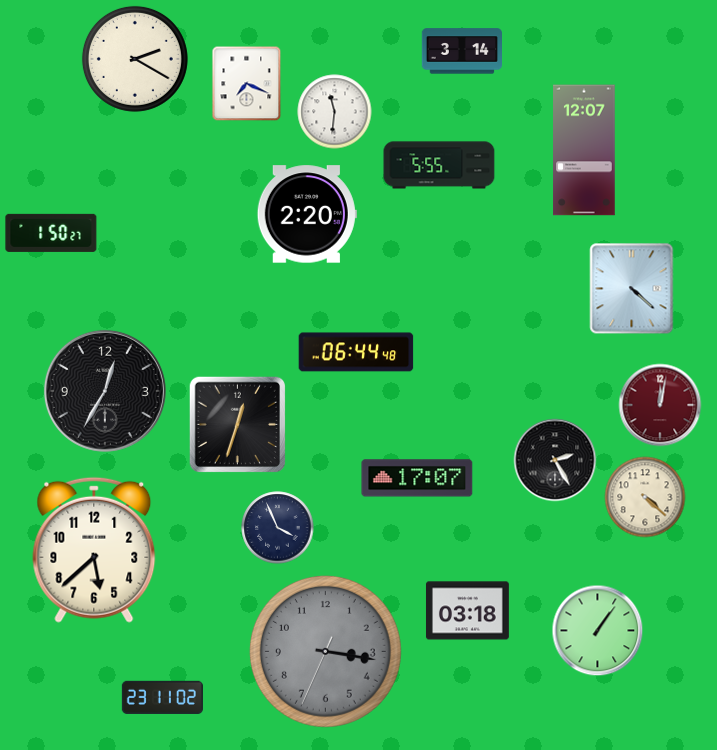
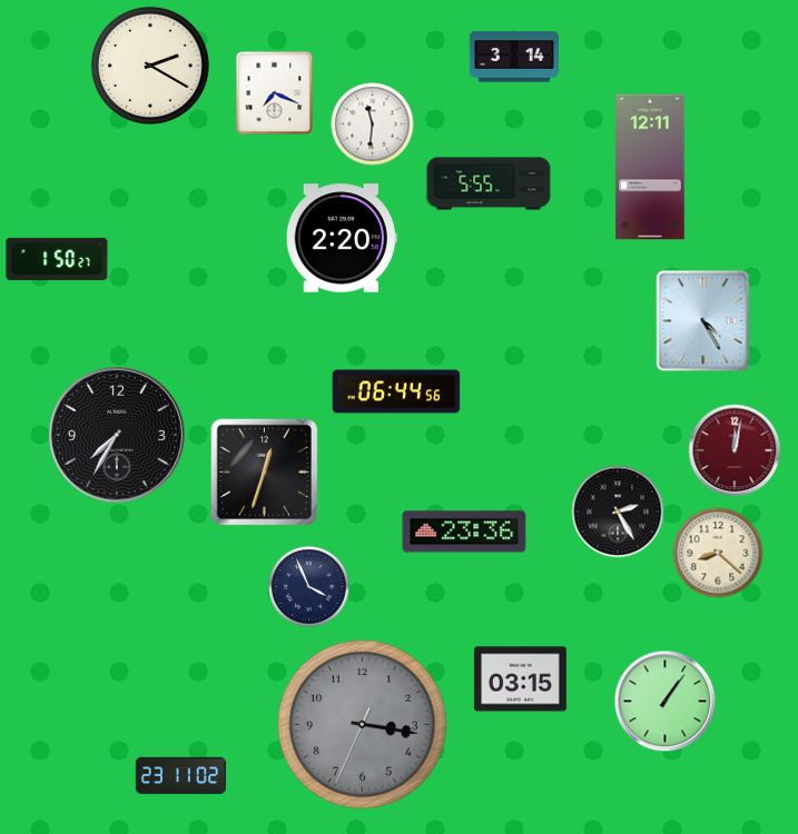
clock at (584, 150): 12:07 -> 12:11
clock at (632, 289): 4:22 -> 4:25
clock at (356, 352): 06:44:48 -> 06:44:56
clock at (105, 391): 12:35 -> 7:35
clock at (417, 478): 17:07 -> 23:36
clock at (645, 497): 4:22 -> 8:22
clock at (94, 550): 5:38 -> none
clock at (467, 611): 03:18 -> 03:15
